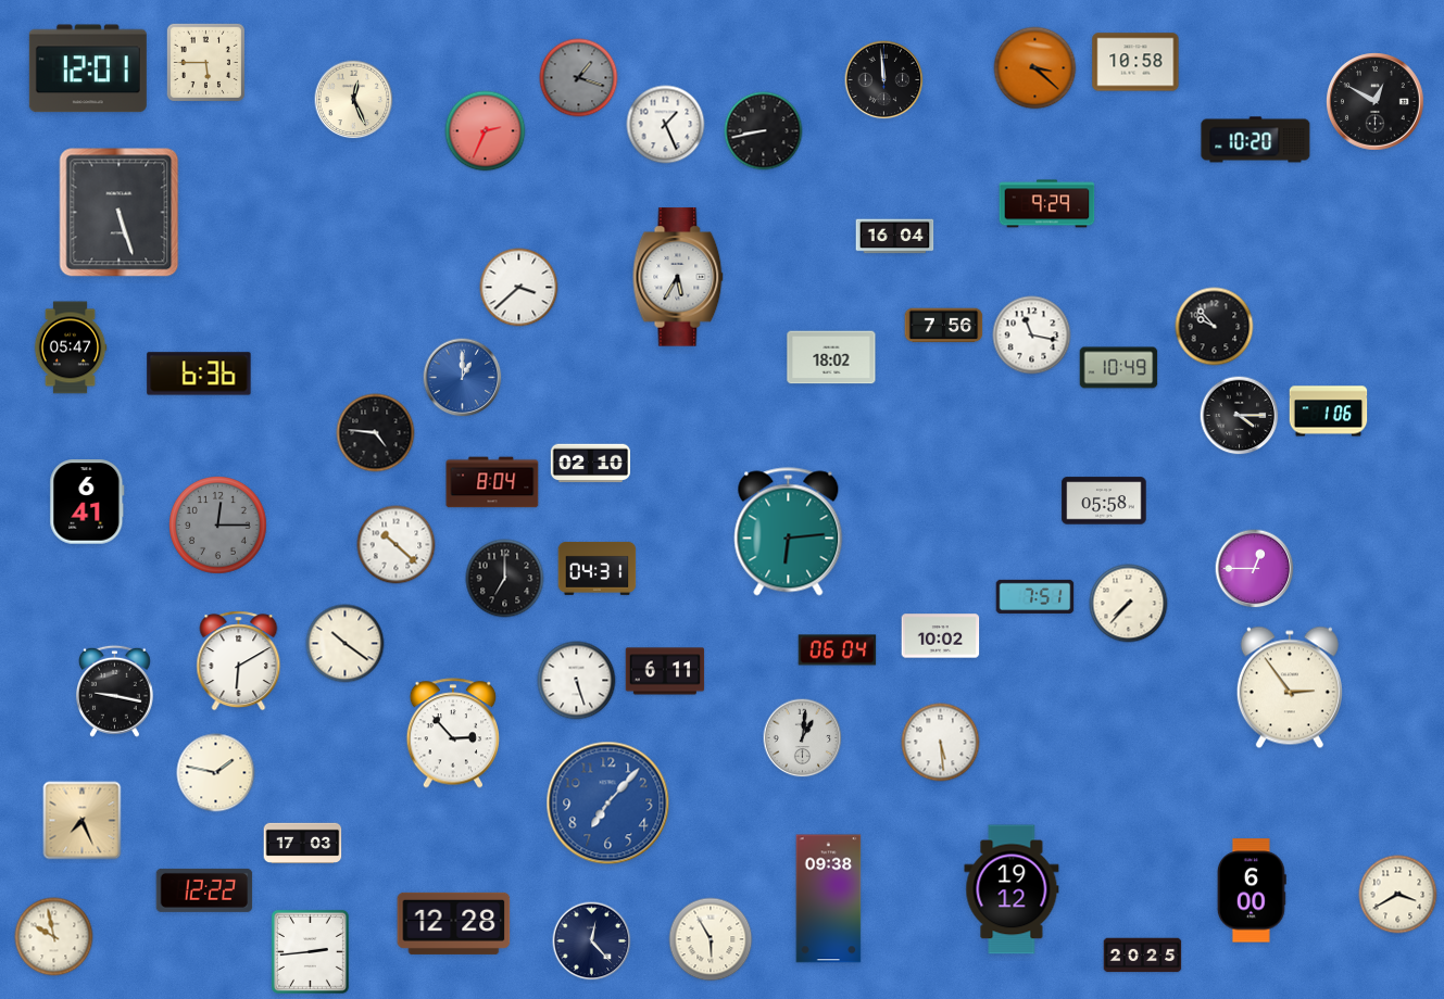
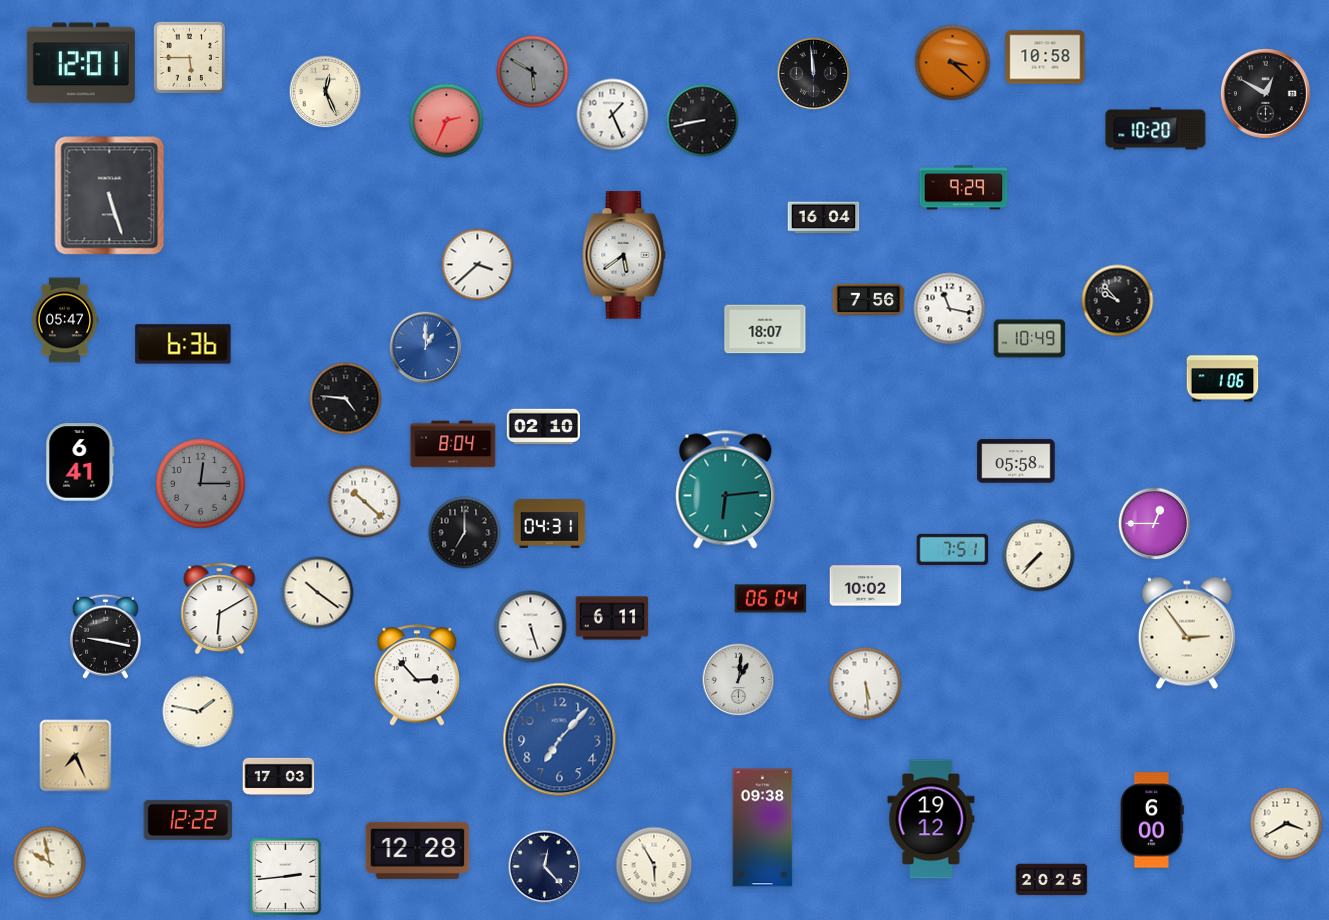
clock at (579, 78): 1:18 -> 5:50
clock at (678, 277): 5:35 -> 5:39
clock at (831, 357): 18:02 -> 18:07
clock at (1240, 416): 4:15 -> none
